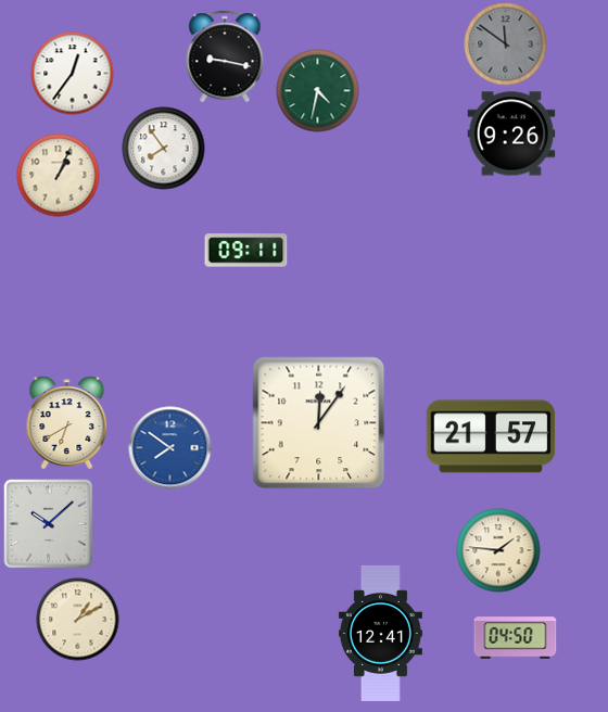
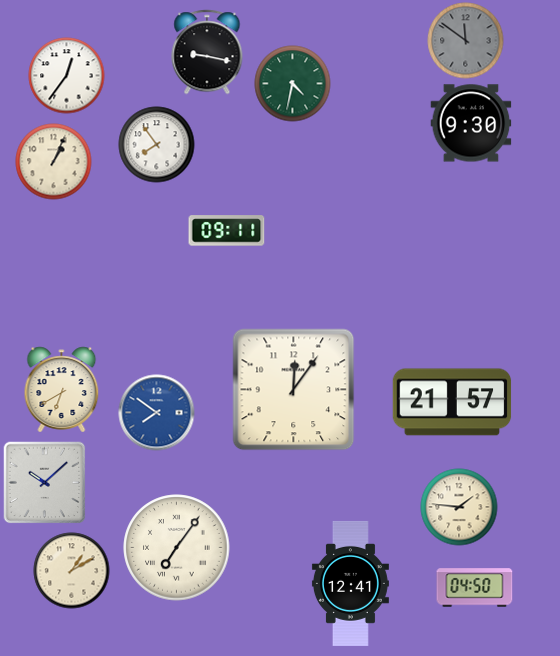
clock at (73, 74) position: (73, 74) -> (67, 76)
clock at (511, 133): 9:26 -> 9:30
clock at (164, 149) position: (164, 149) -> (157, 145)
clock at (177, 548): none -> 7:06
